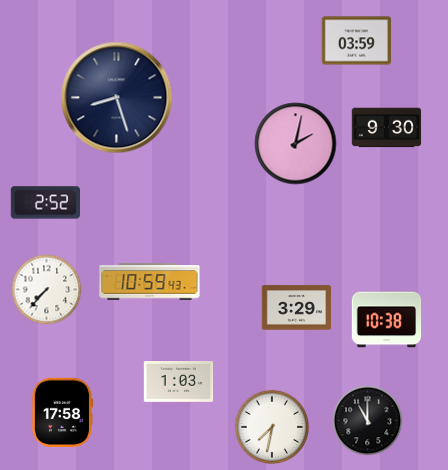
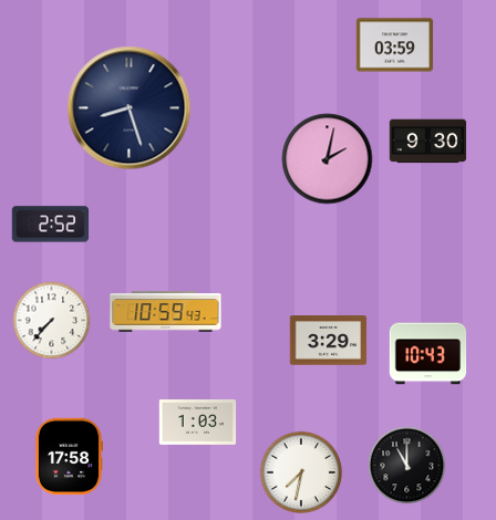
clock at (387, 320): 10:38 -> 10:43
